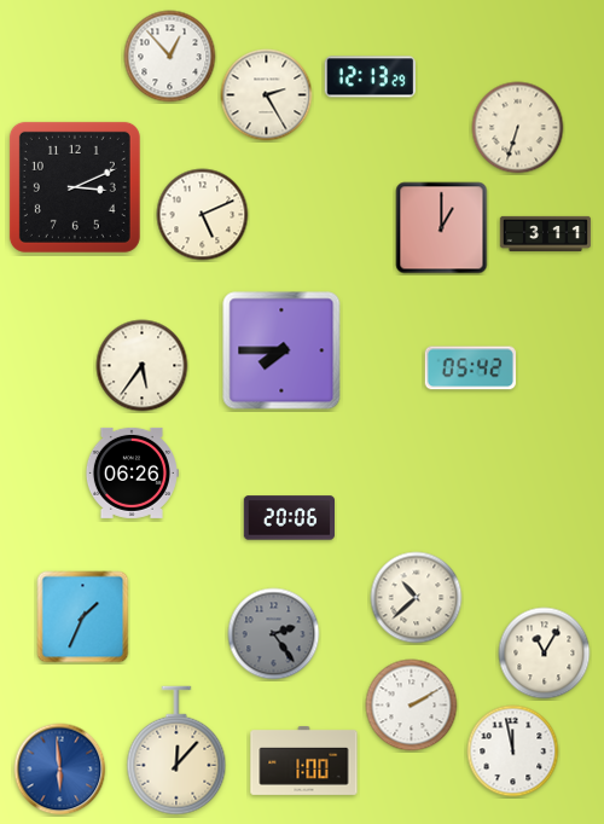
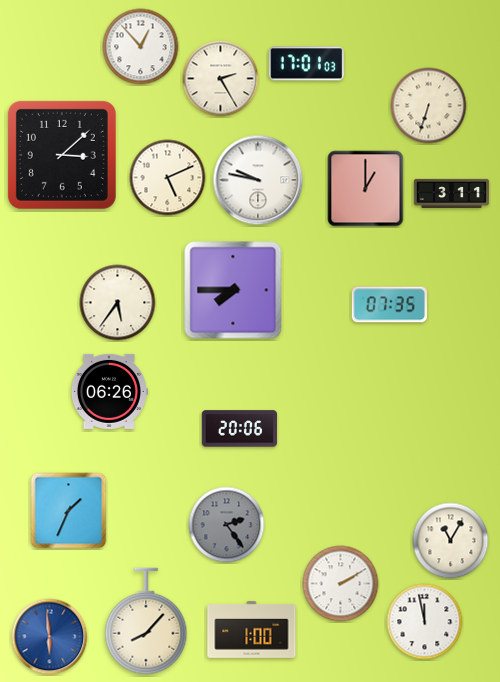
clock at (370, 77): 12:13 -> 17:01
clock at (75, 187): 3:11 -> 3:08
clock at (258, 180): none -> 9:47
clock at (470, 369): 05:42 -> 07:35
clock at (417, 598): 10:38 -> none
clock at (176, 750): 12:07 -> 8:07
